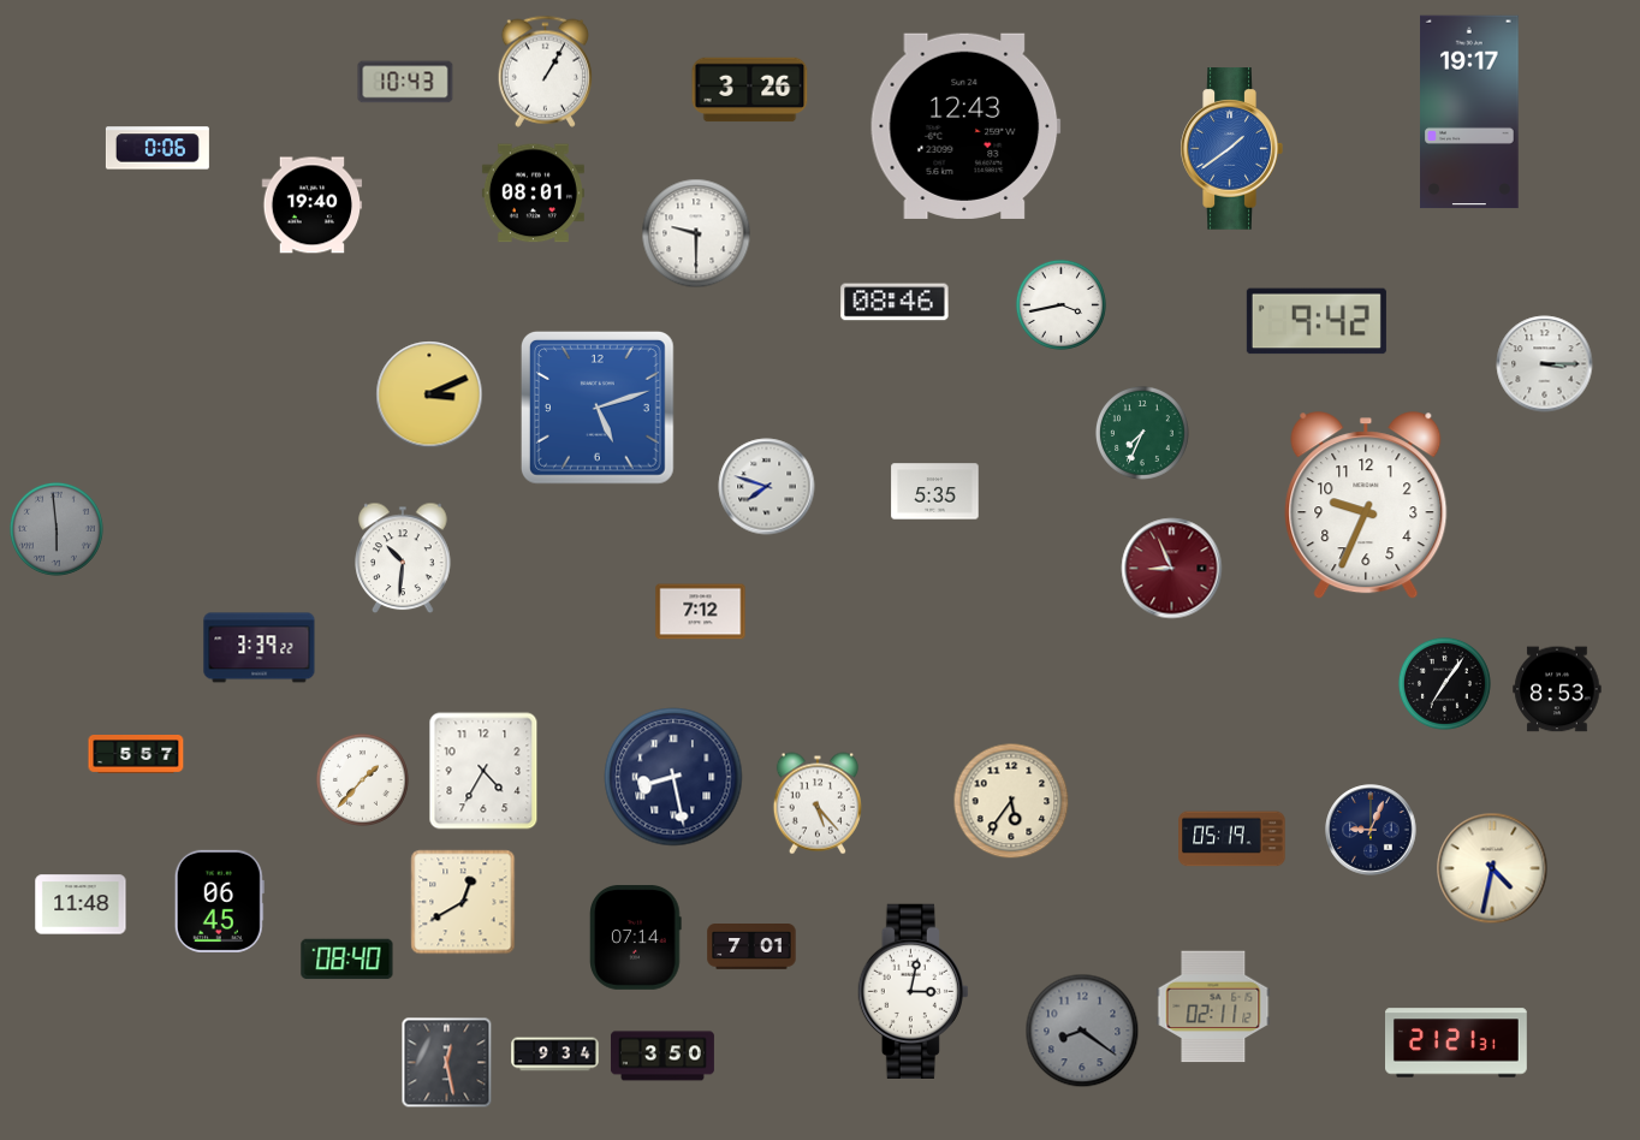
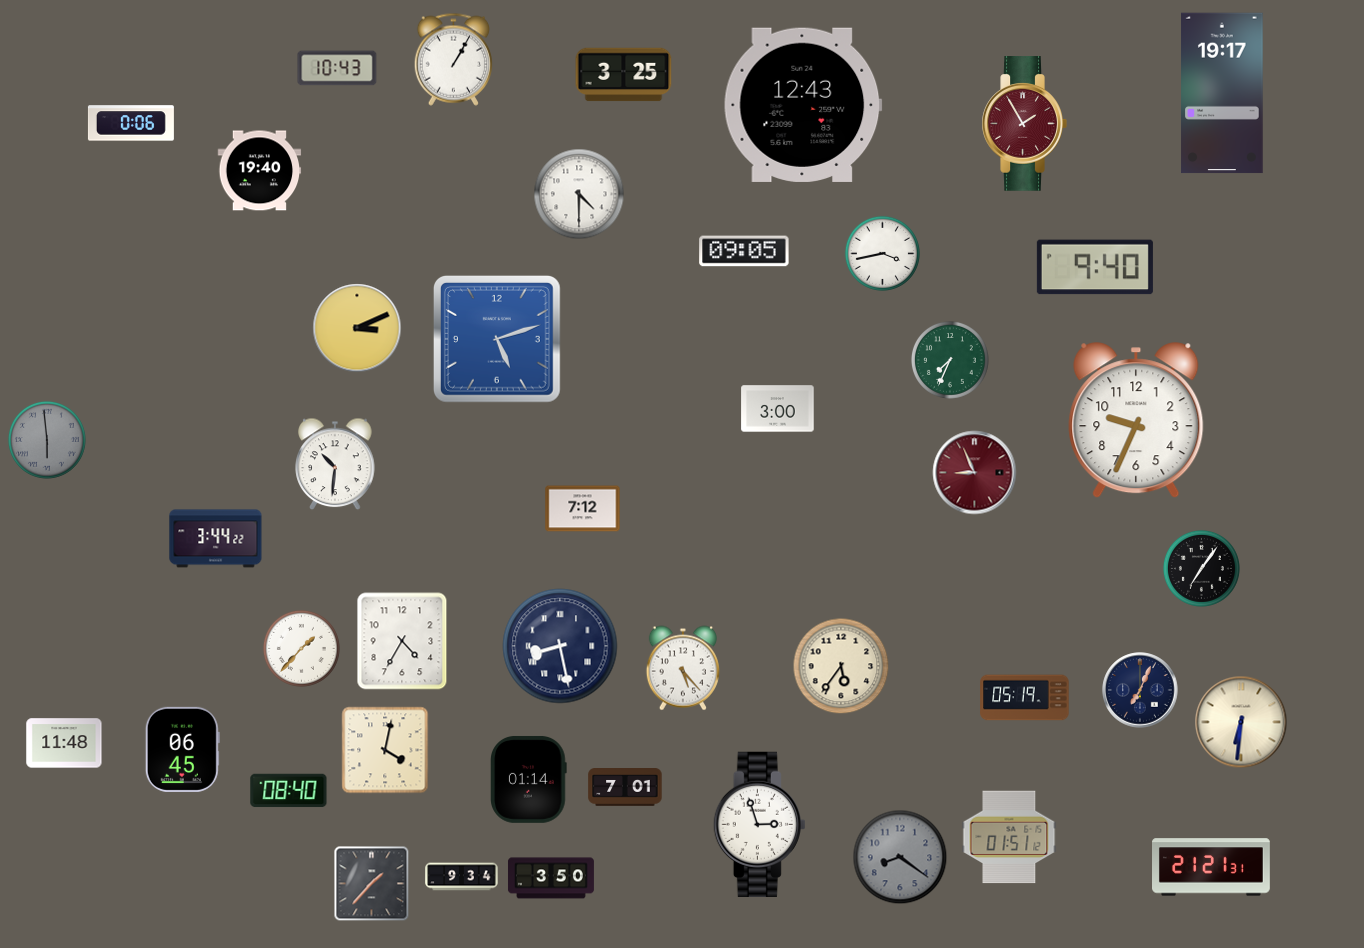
clock at (750, 90): 3:26 -> 3:25
clock at (1231, 149): 1:39 -> 1:55
clock at (1231, 149) dial: blue -> burgundy
clock at (533, 194): 08:01 -> none
clock at (696, 233): 9:30 -> 4:30
clock at (895, 302): 08:46 -> 09:05
clock at (1317, 321): 9:42 -> 9:40
clock at (1545, 364): 3:15 -> none
clock at (767, 487): 7:48 -> none
clock at (935, 492): 5:35 -> 3:00
clock at (260, 648): 3:39 -> 3:44
clock at (1557, 689): 8:53 -> none
clock at (136, 755): 5:57 -> none
clock at (818, 803) position: (818, 803) -> (683, 668)
clock at (1371, 830): 9:04 -> 7:04
clock at (1492, 868): 4:32 -> 6:31
clock at (463, 902): 12:40 -> 4:02
clock at (81, 904) position: (81, 904) -> (64, 743)
clock at (636, 937): 07:14 -> 01:14
clock at (347, 960) position: (347, 960) -> (289, 791)
clock at (913, 991): 3:02 -> 2:57
clock at (1213, 1007): 02:11 -> 01:51
clock at (447, 1063): 12:28 -> 1:37
